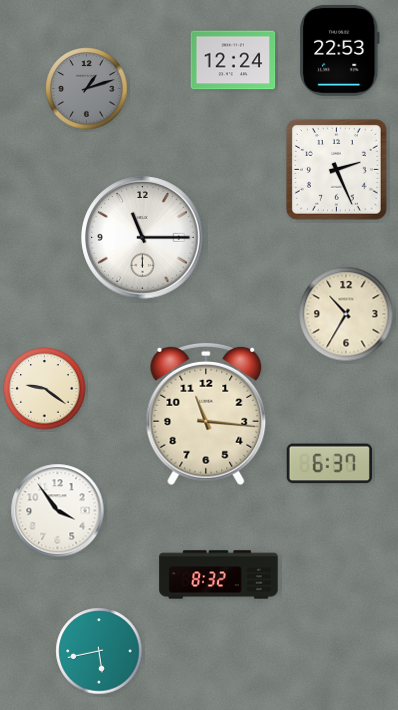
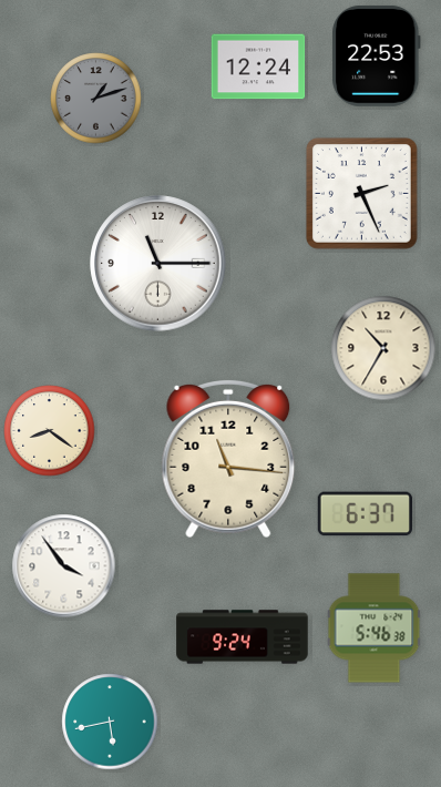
clock at (336, 169) position: (336, 169) -> (361, 193)
clock at (45, 389): 9:21 -> 8:21
clock at (375, 628): none -> 5:46
clock at (219, 575): 8:32 -> 9:24
